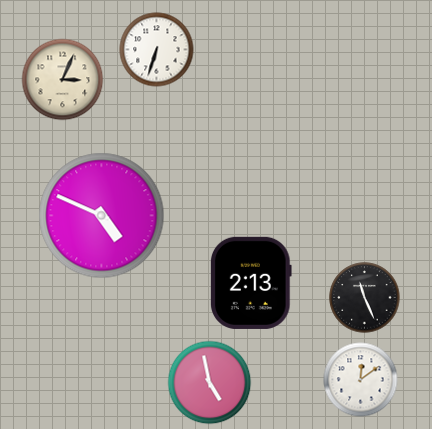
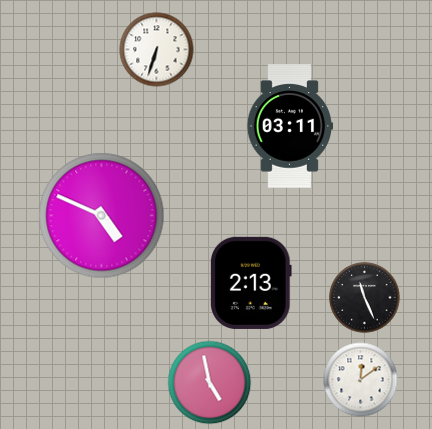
clock at (63, 80): 3:04 -> none
clock at (290, 126): none -> 03:11
